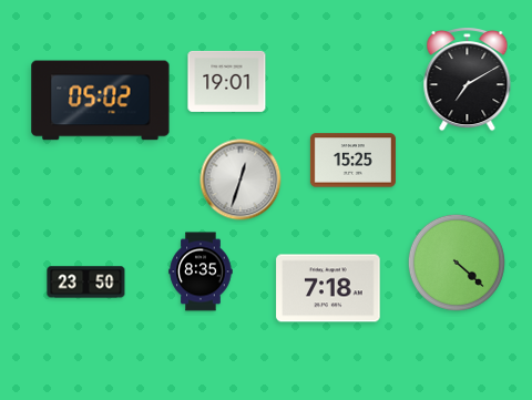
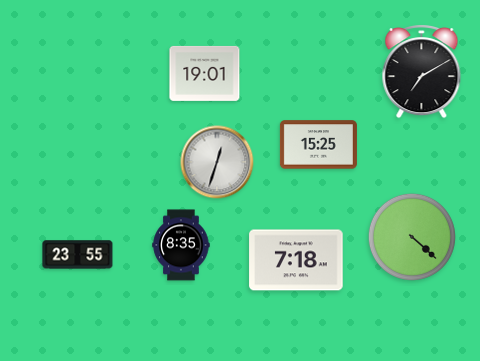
clock at (101, 101): 05:02 -> none
clock at (86, 283): 23:50 -> 23:55
